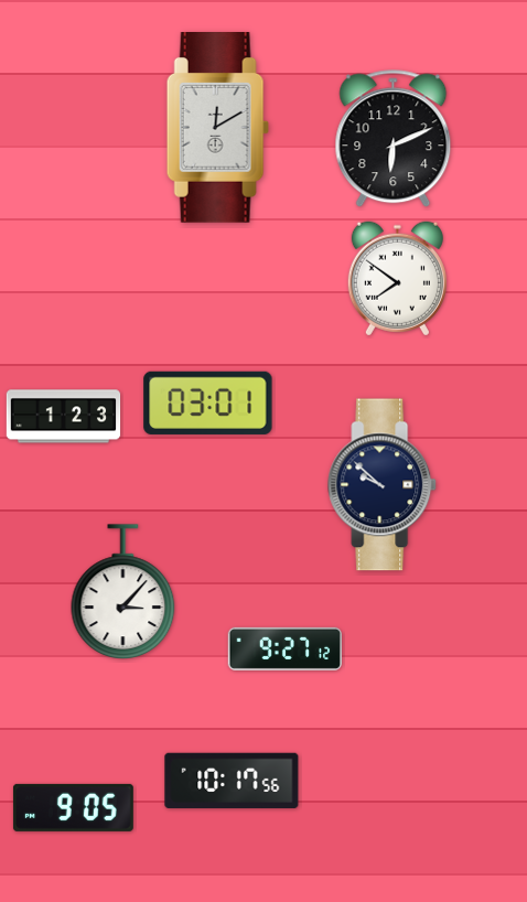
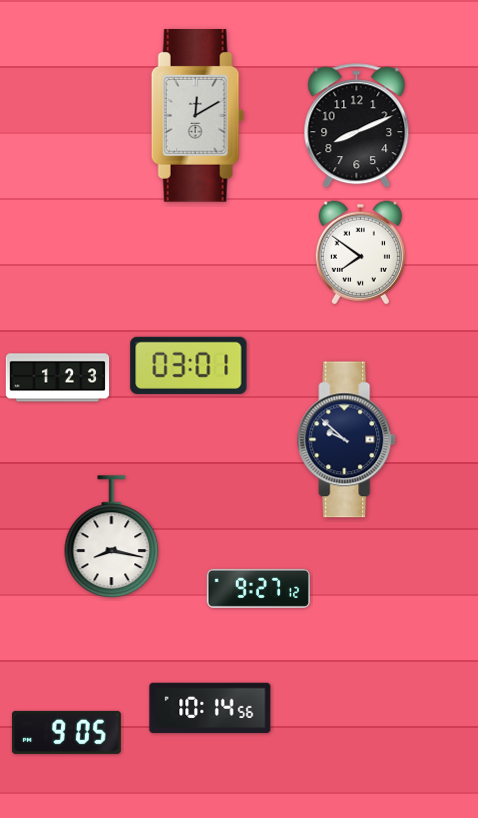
clock at (394, 139): 6:11 -> 8:11
clock at (123, 592): 3:07 -> 8:17
clock at (232, 781): 10:17 -> 10:14
